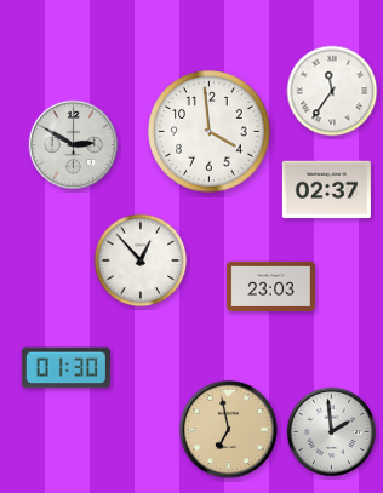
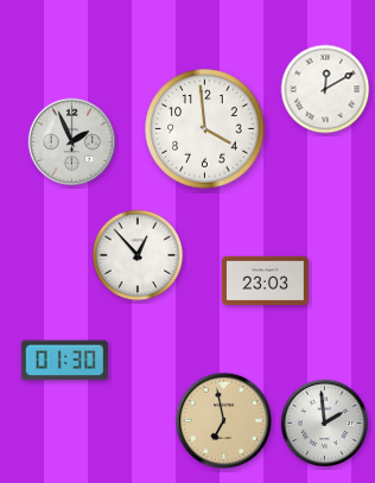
clock at (332, 91): 11:36 -> 12:10
clock at (74, 145): 2:50 -> 1:56
clock at (326, 190): 02:37 -> none
